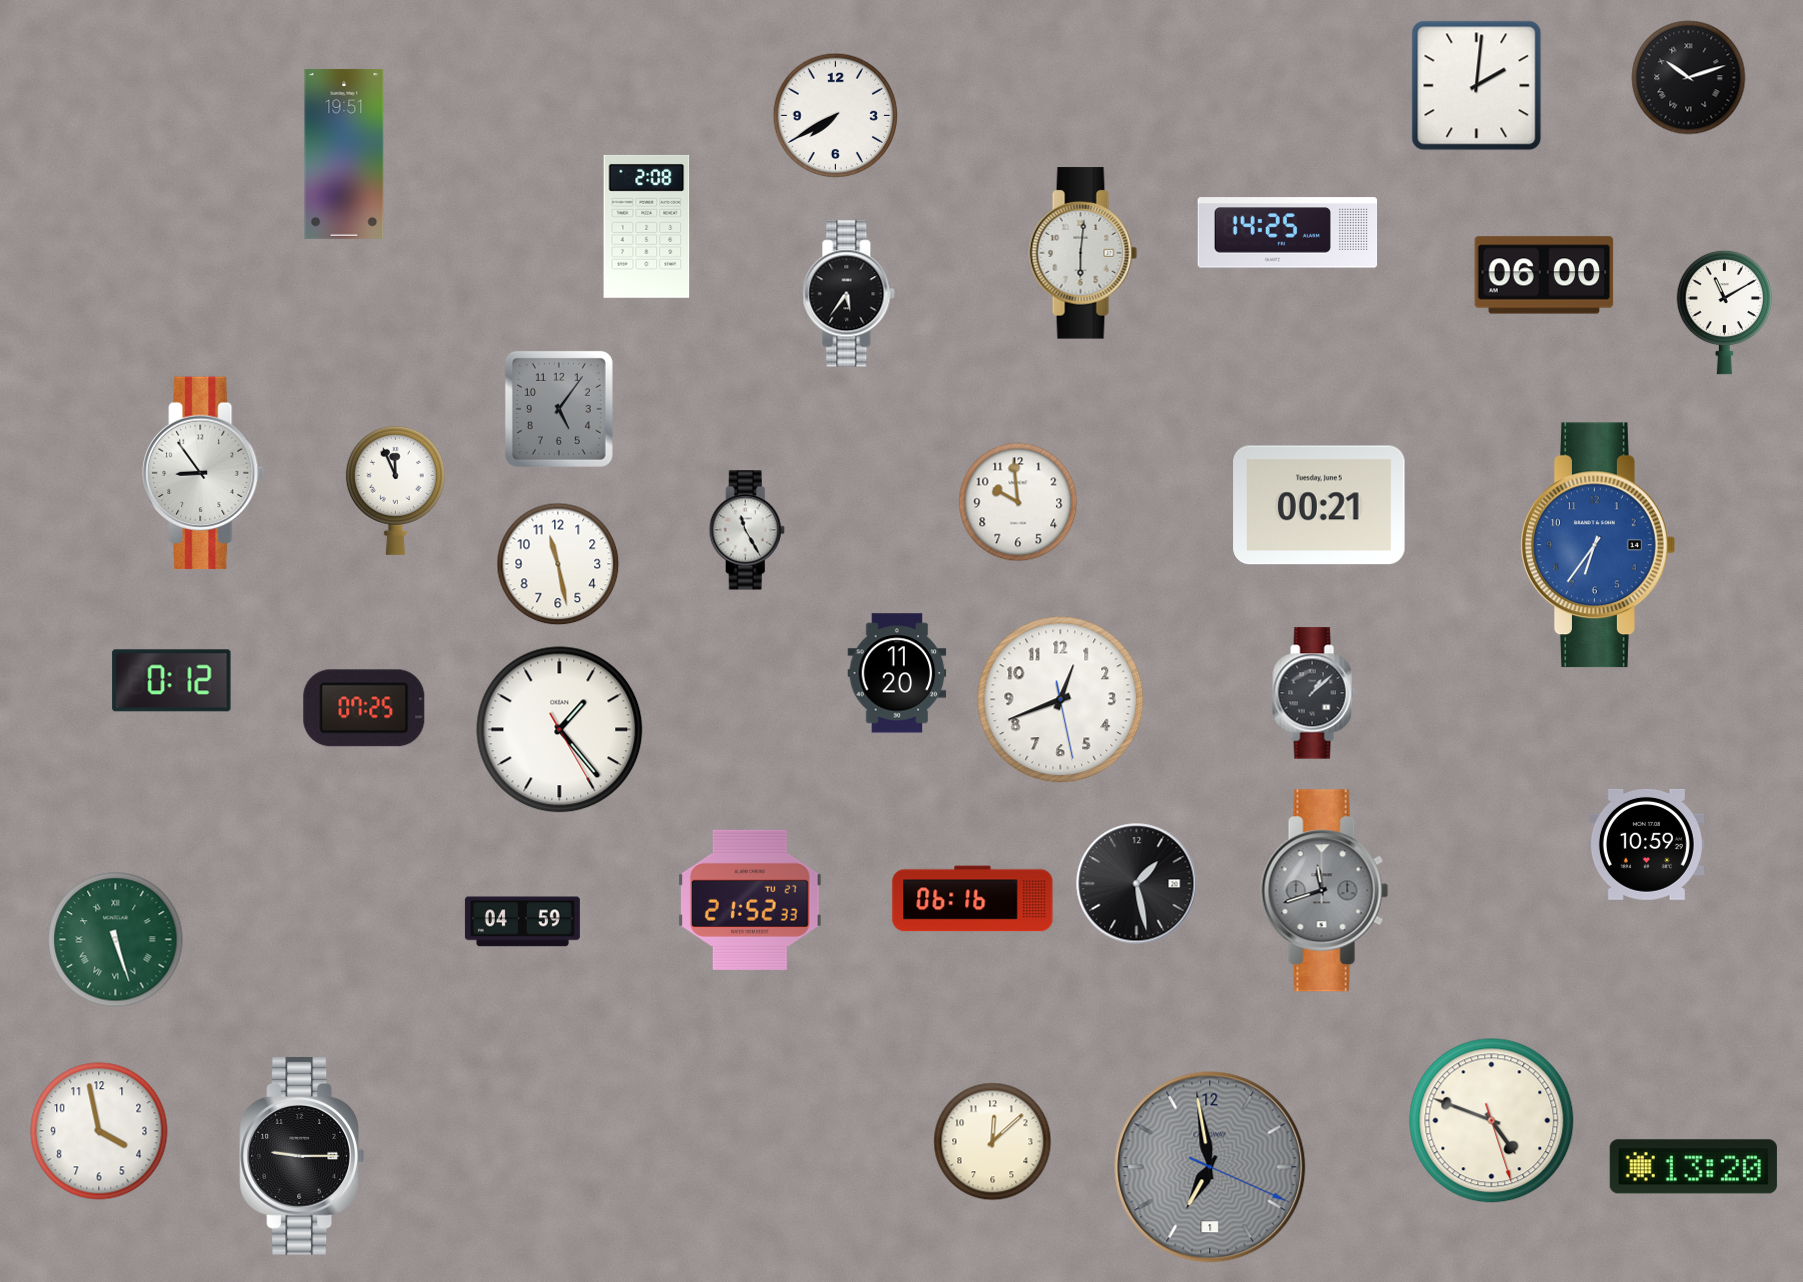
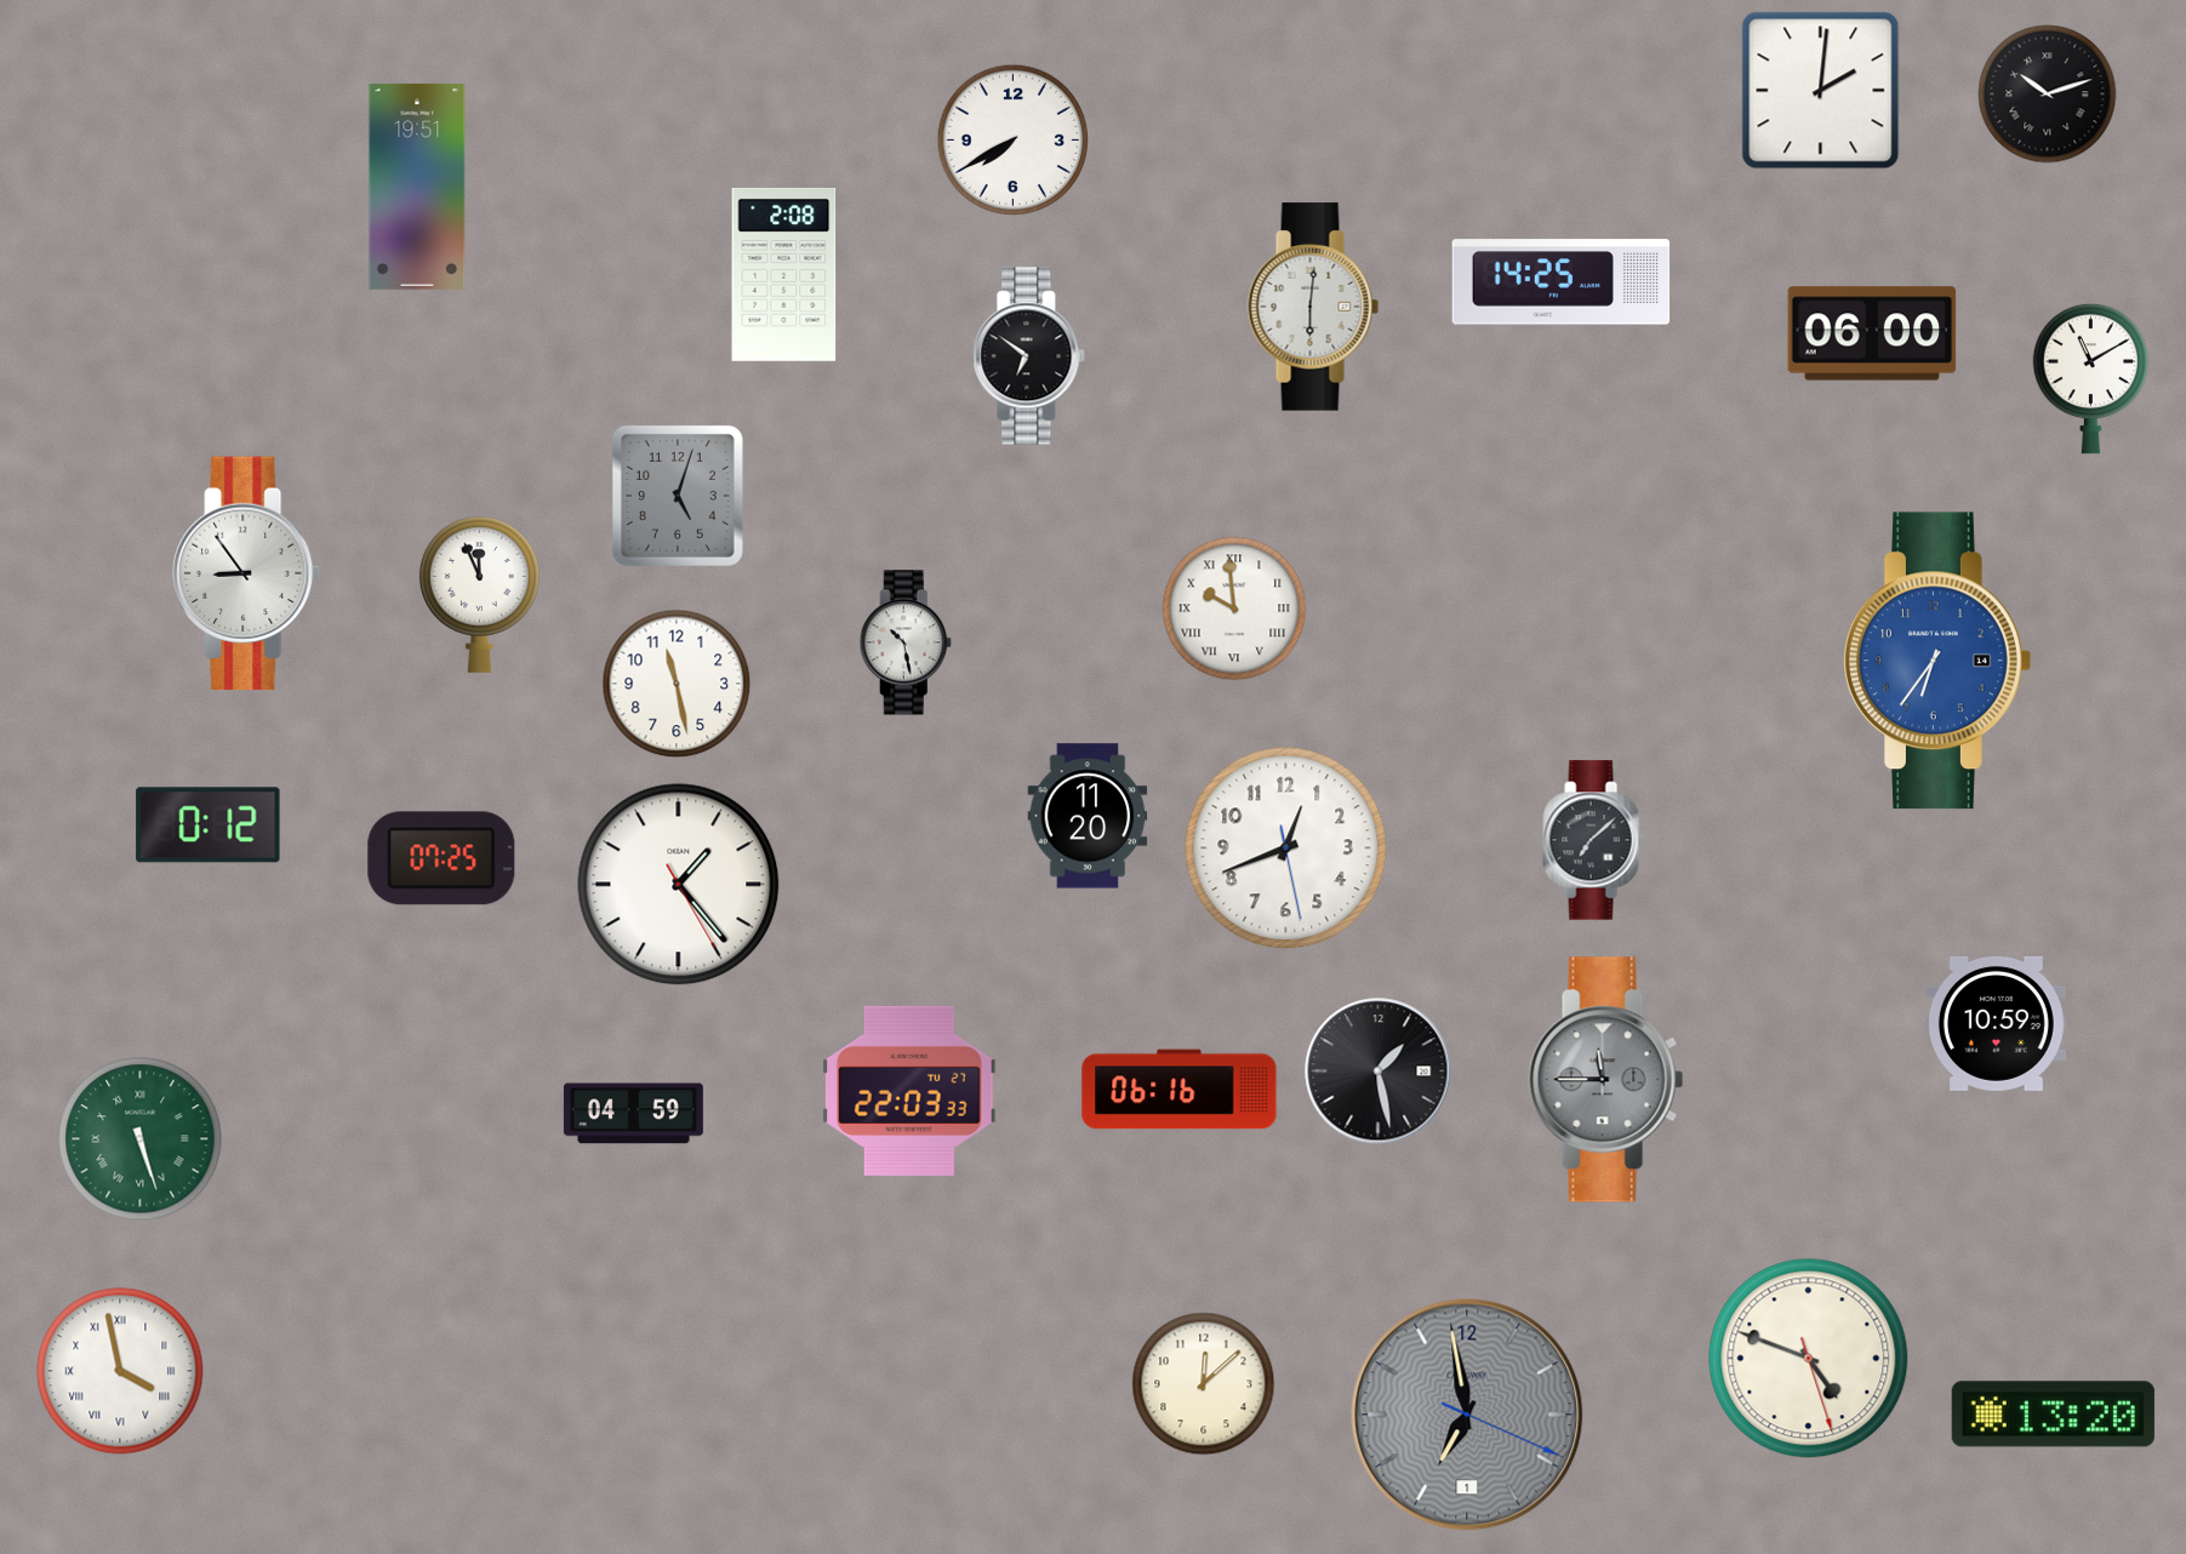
clock at (1477, 86) position: (1477, 86) -> (1821, 91)
clock at (849, 294): 5:36 -> 6:51
clock at (559, 409): 5:06 -> 5:03
clock at (1018, 502) numerals: Arabic -> Roman
clock at (1319, 505): 00:21 -> none
clock at (747, 530): 11:25 -> 10:28
clock at (1314, 693): 1:08 -> 7:08
clock at (1325, 891): 11:42 -> 11:45
clock at (750, 900): 21:52 -> 22:03
clock at (522, 922) position: (522, 922) -> (633, 1114)
clock at (99, 1131) numerals: Arabic -> Roman
clock at (301, 1156): 9:15 -> none
